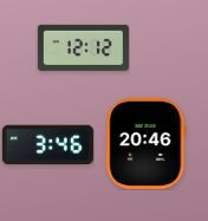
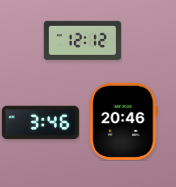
clock at (83, 47) position: (83, 47) -> (82, 40)
